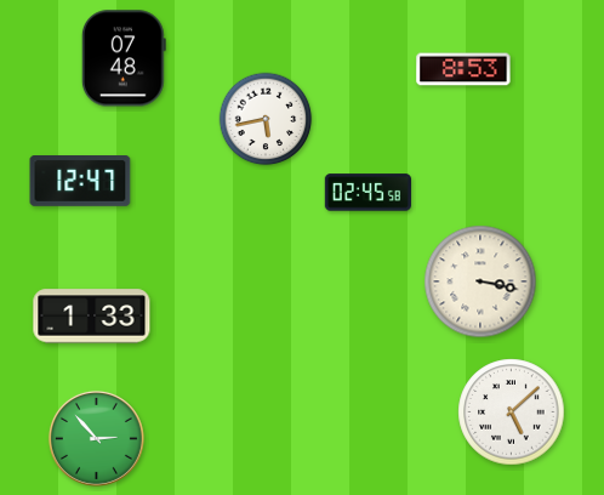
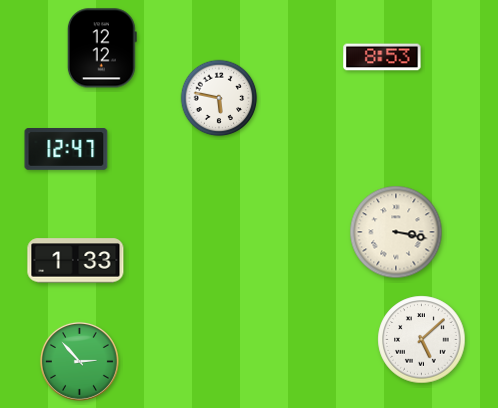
clock at (124, 58): 07:48 -> 12:12
clock at (266, 119): 5:43 -> 5:47
clock at (367, 193): 02:45 -> none
